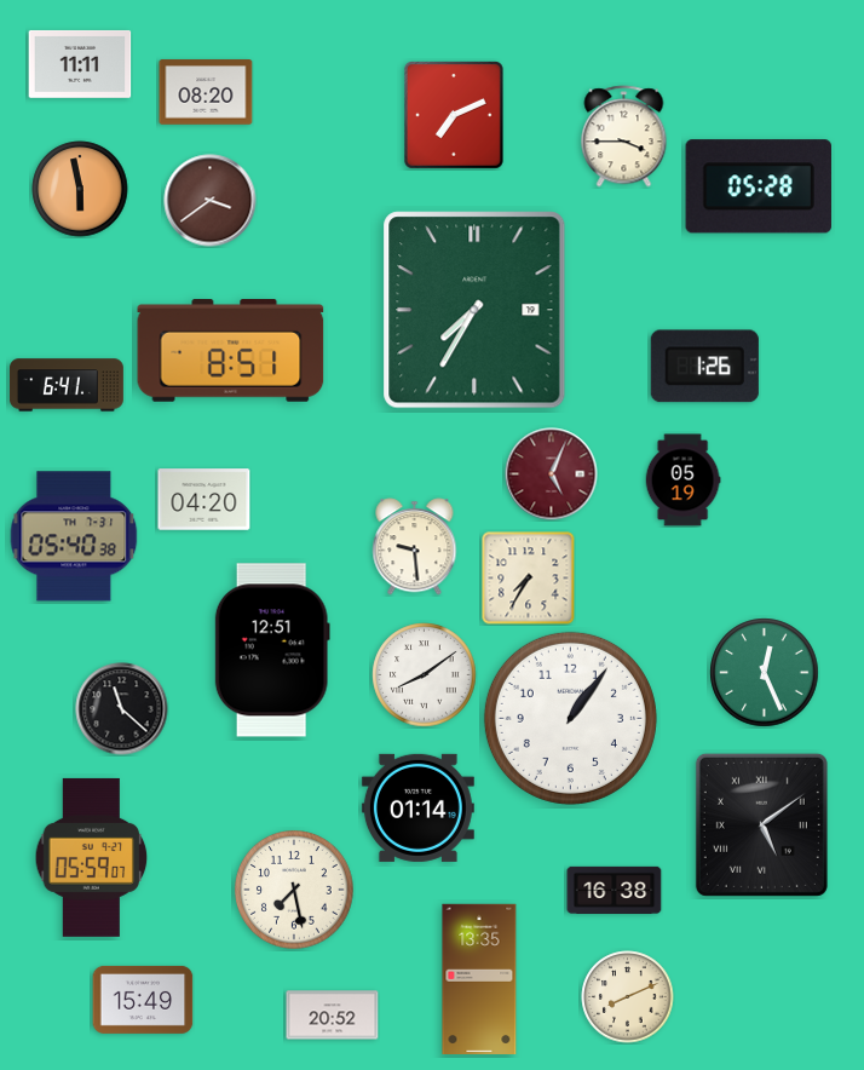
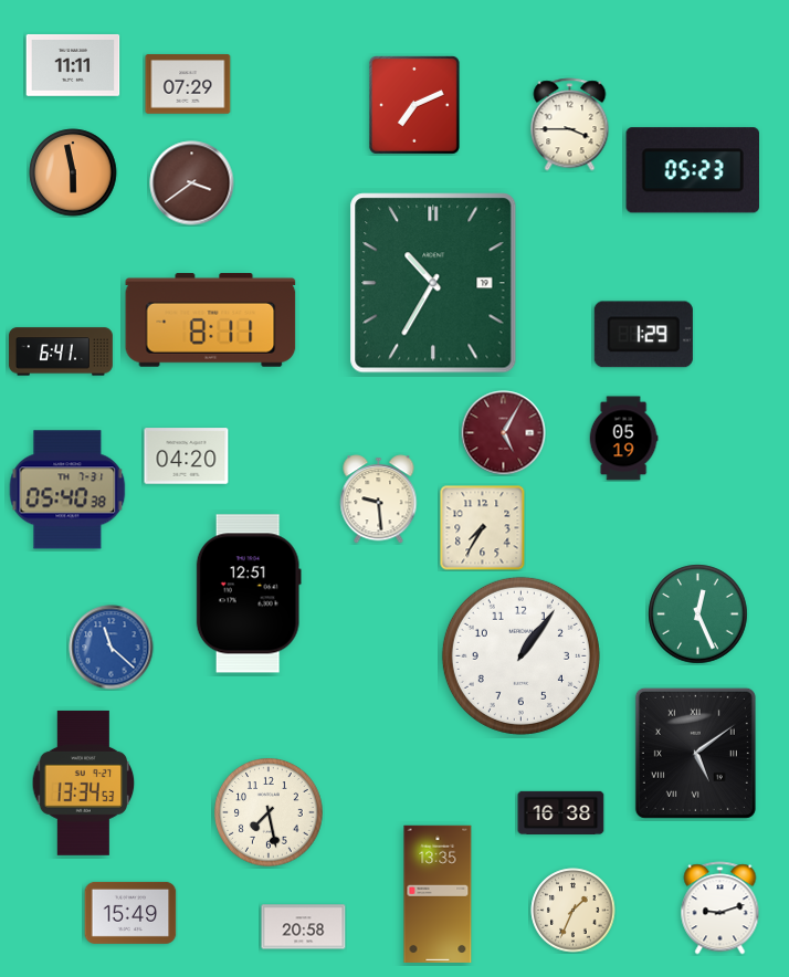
clock at (80, 64) position: (80, 64) -> (73, 65)
clock at (206, 92): 08:20 -> 07:29
clock at (758, 186): 05:28 -> 05:23
clock at (474, 310): 7:35 -> 10:35
clock at (231, 351): 8:51 -> 8:11
clock at (704, 367): 1:26 -> 1:29
clock at (552, 474): 5:04 -> 5:05
clock at (425, 675): 8:09 -> none
clock at (122, 709) dial: black -> blue
clock at (417, 807): 01:14 -> none
clock at (92, 857): 05:59 -> 13:34
clock at (720, 908): none -> 9:12
clock at (628, 997): 8:11 -> 1:34
clock at (333, 1016): 20:52 -> 20:58
